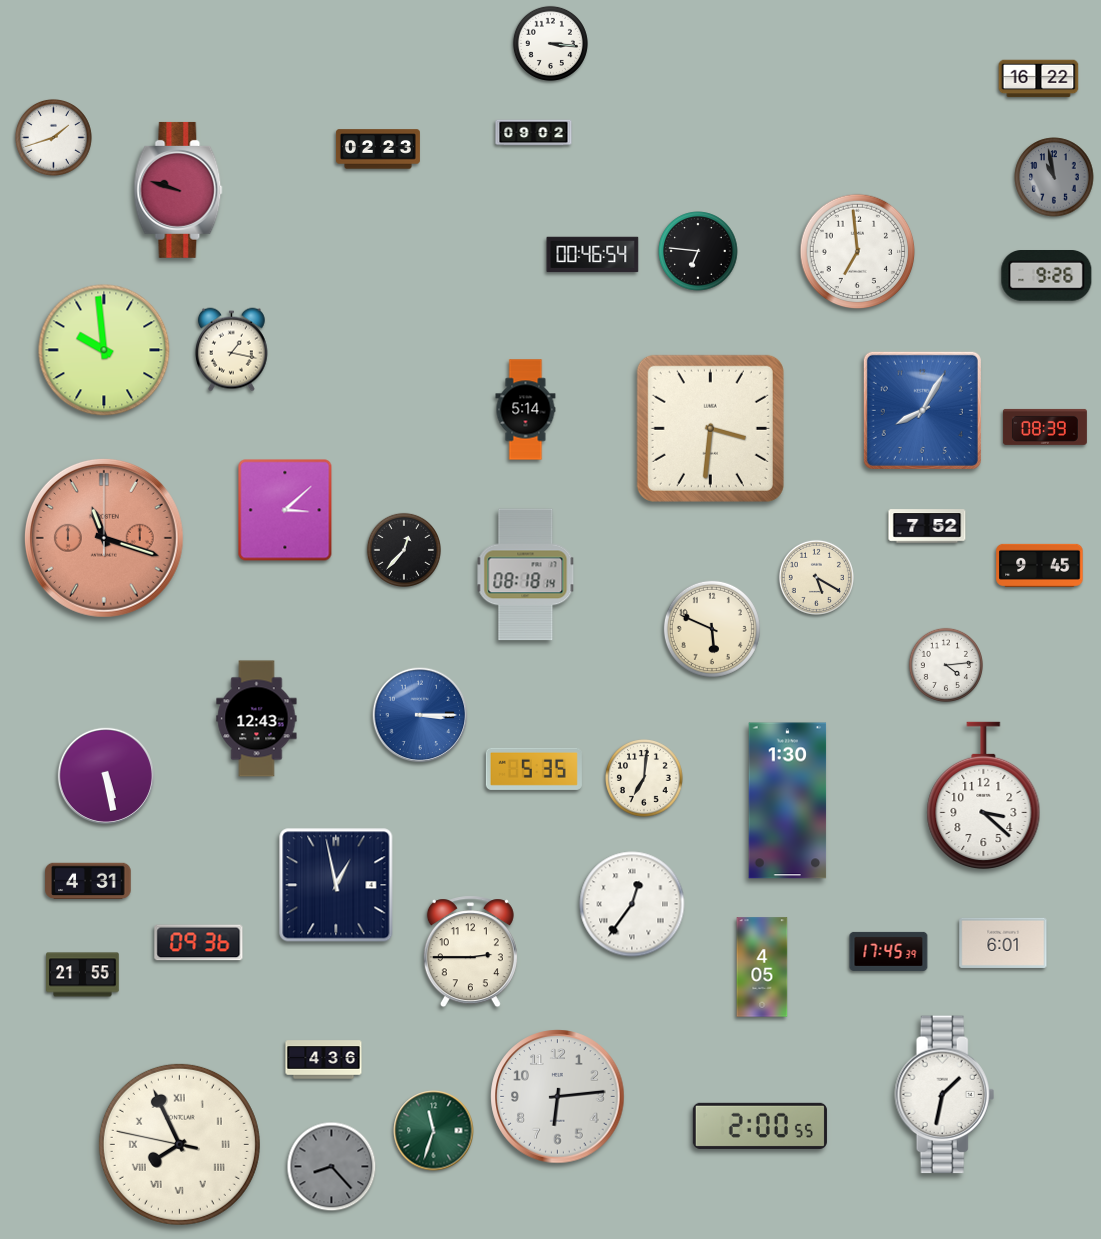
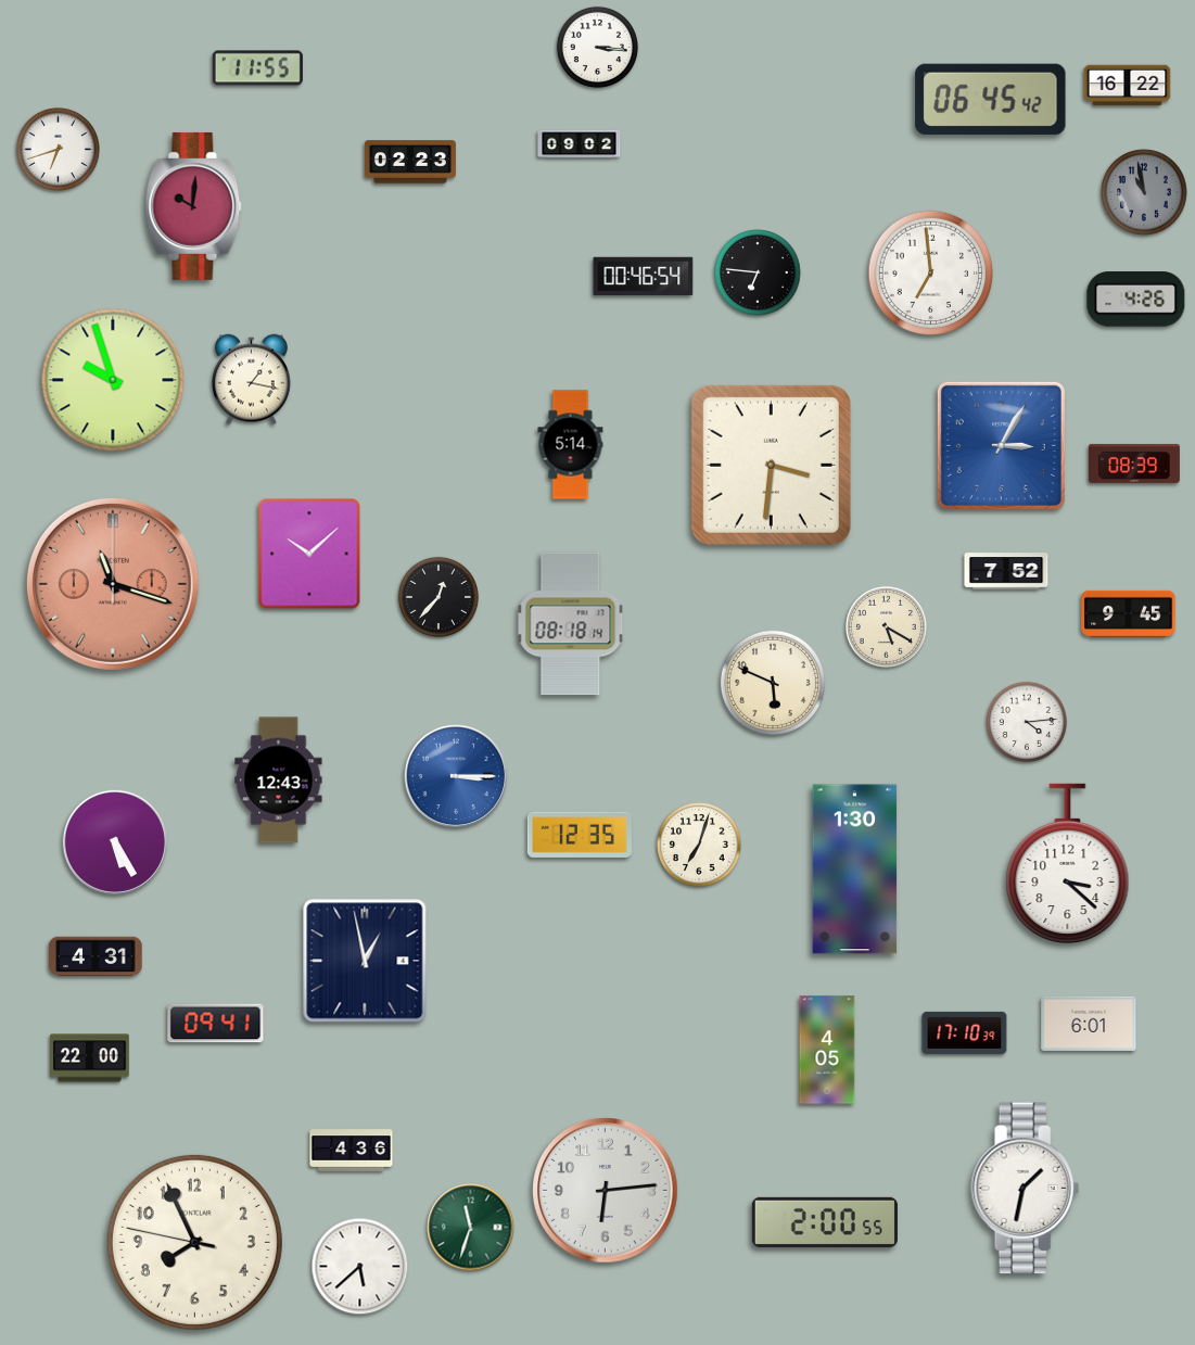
clock at (257, 68): none -> 11:55
clock at (991, 99): none -> 06:45
clock at (53, 137): 1:42 -> 6:42
clock at (178, 190): 9:48 -> 10:01
clock at (1047, 276): 9:26 -> 4:26
clock at (104, 350): 9:59 -> 9:57
clock at (922, 410): 8:05 -> 3:05
clock at (285, 510): 3:08 -> 10:08
clock at (534, 769): 5:35 -> 12:35
clock at (105, 775): 5:28 -> 5:25
clock at (645, 779): 7:01 -> 7:03
clock at (632, 904): 12:36 -> none
clock at (199, 943): 09:36 -> 09:41
clock at (889, 951): 17:45 -> 17:10
clock at (470, 952): 2:45 -> none
clock at (83, 975): 21:55 -> 22:00
clock at (179, 1144) numerals: Roman -> Arabic
clock at (332, 1167): 8:23 -> 5:38
clock at (332, 1167) dial: grey -> white
